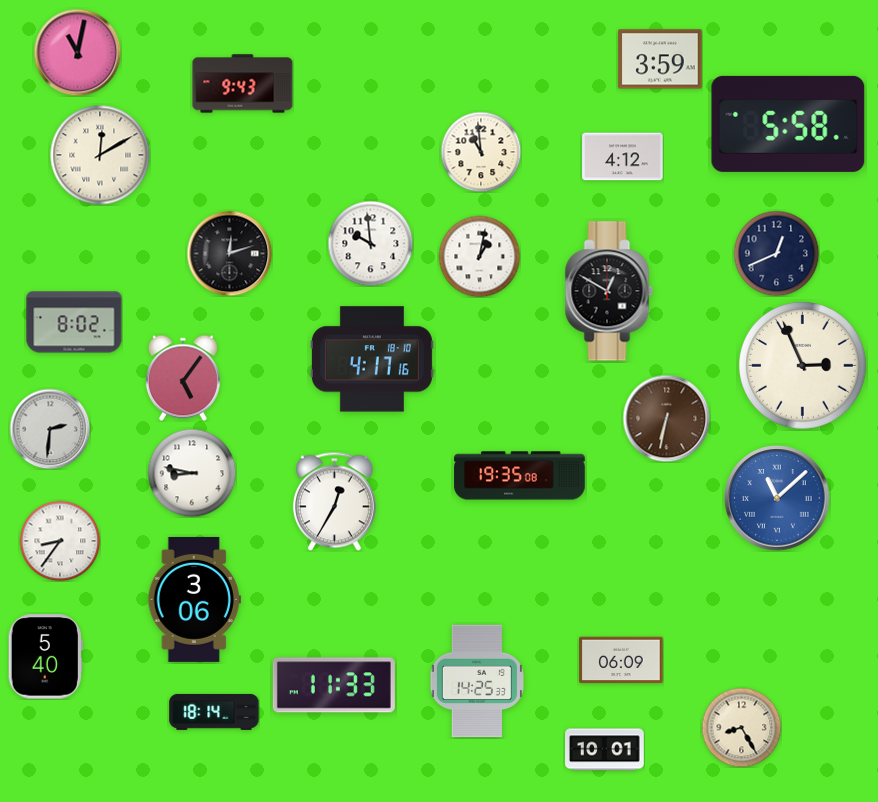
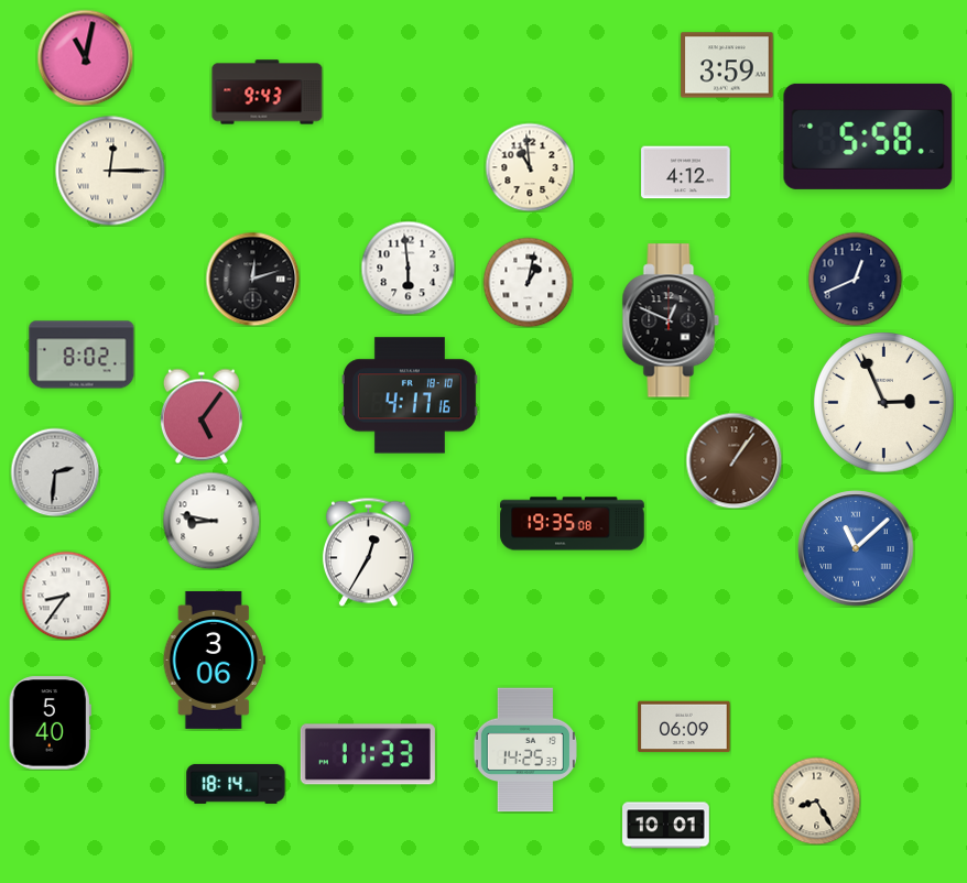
clock at (100, 155): 12:10 -> 12:15
clock at (370, 243): 9:59 -> 5:59
clock at (609, 291): 12:50 -> 12:49
clock at (666, 418): 6:32 -> 1:06
